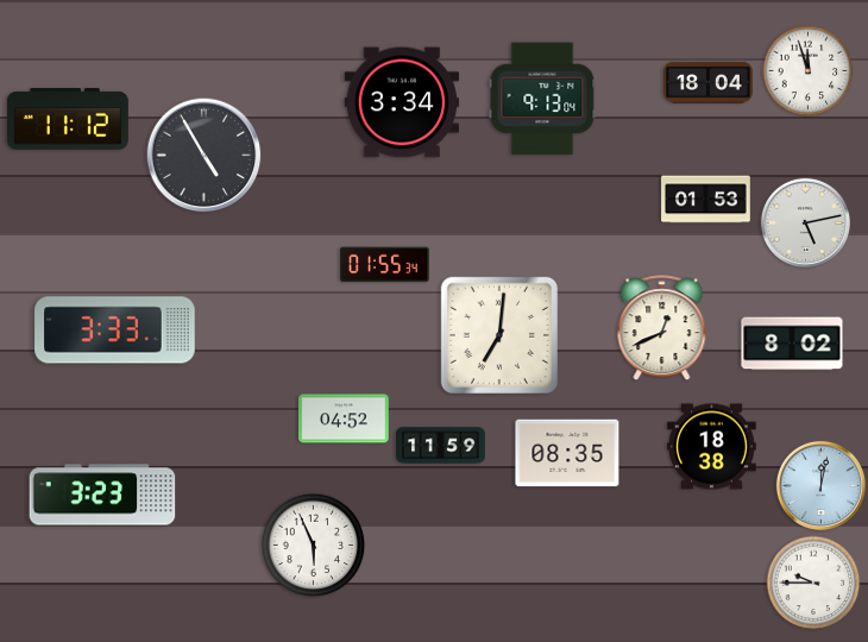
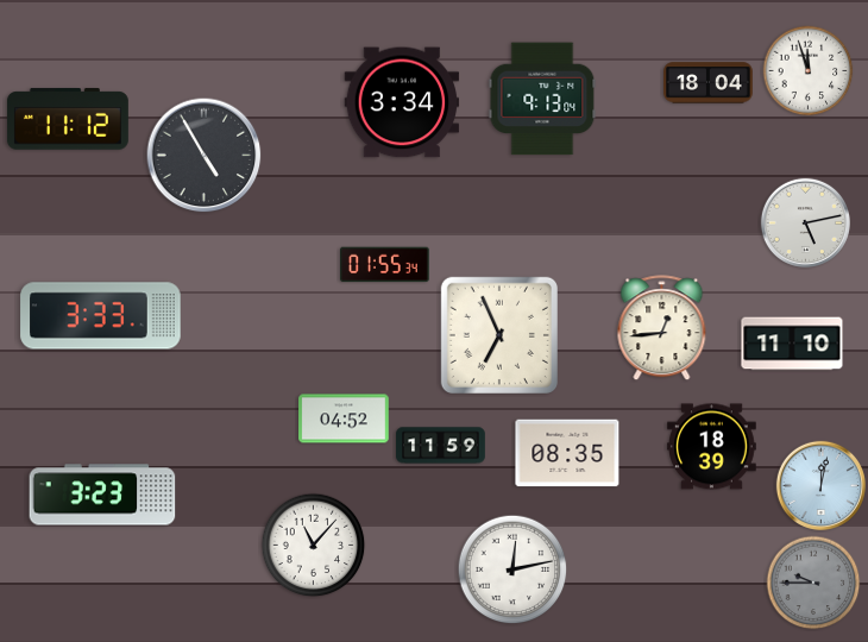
clock at (706, 200): 01:53 -> none
clock at (662, 328): 12:41 -> 12:44
clock at (115, 331) position: (115, 331) -> (101, 316)
clock at (499, 335): 7:01 -> 6:56
clock at (792, 344): 8:02 -> 11:10
clock at (712, 447): 18:38 -> 18:39
clock at (314, 546): 5:56 -> 11:07
clock at (512, 569): none -> 12:13
clock at (813, 583) dial: white -> grey
